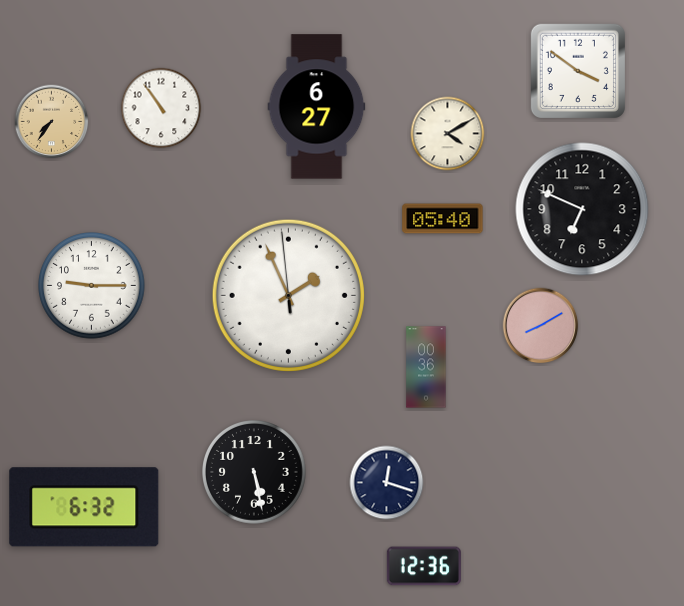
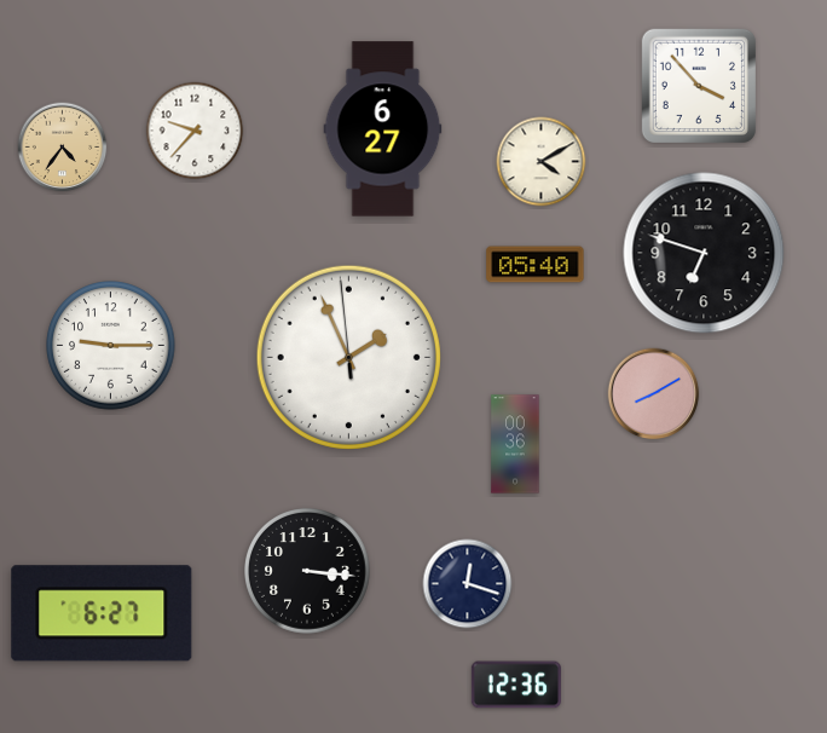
clock at (577, 70): 3:51 -> 3:53
clock at (161, 108): 10:54 -> 9:37
clock at (52, 122): 7:36 -> 4:36
clock at (582, 209): 6:49 -> 6:48
clock at (255, 473): 5:28 -> 3:16
clock at (84, 507): 6:32 -> 6:27
clock at (424, 566) position: (424, 566) -> (516, 685)
